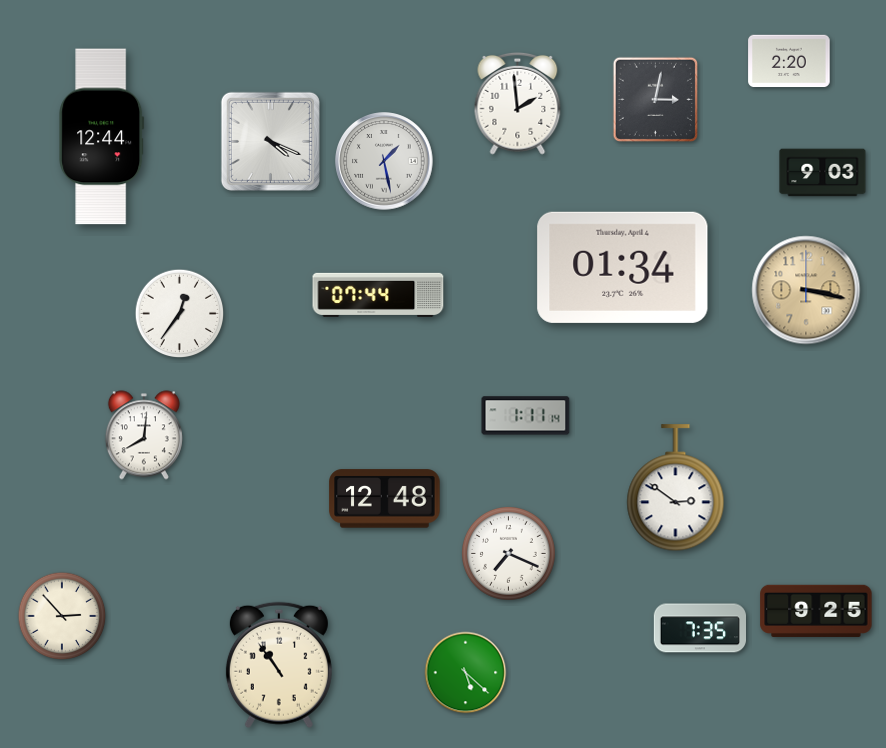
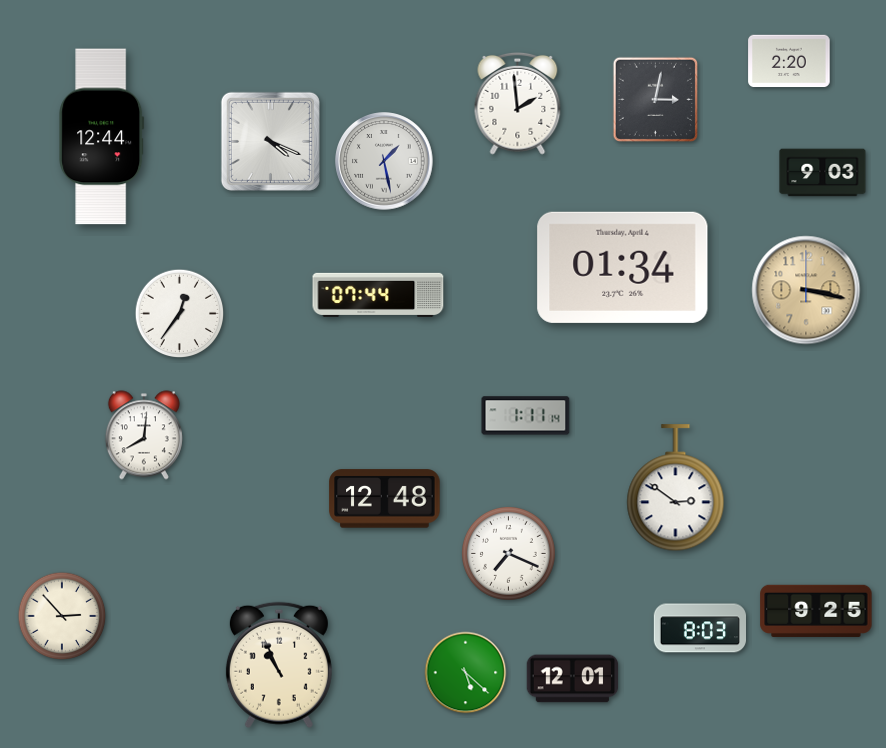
clock at (699, 628): 7:35 -> 8:03
clock at (279, 665): 10:54 -> 10:56
clock at (573, 679): none -> 12:01
